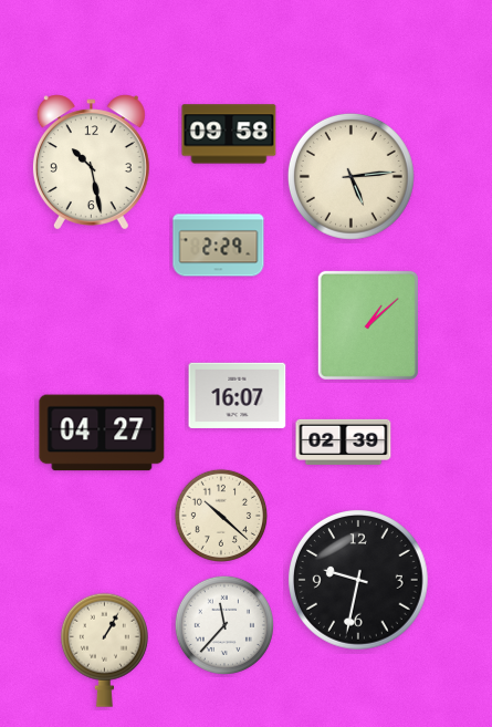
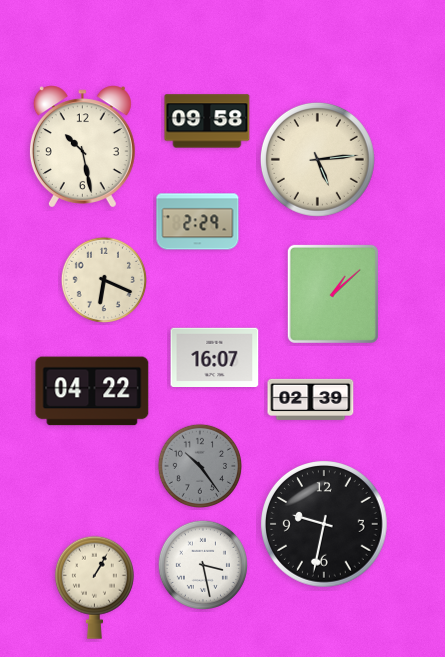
clock at (104, 280): none -> 6:19
clock at (102, 433): 04:27 -> 04:22
clock at (220, 515): 10:22 -> 10:24
clock at (220, 515) dial: cream -> grey
clock at (224, 625): 11:37 -> 3:28
